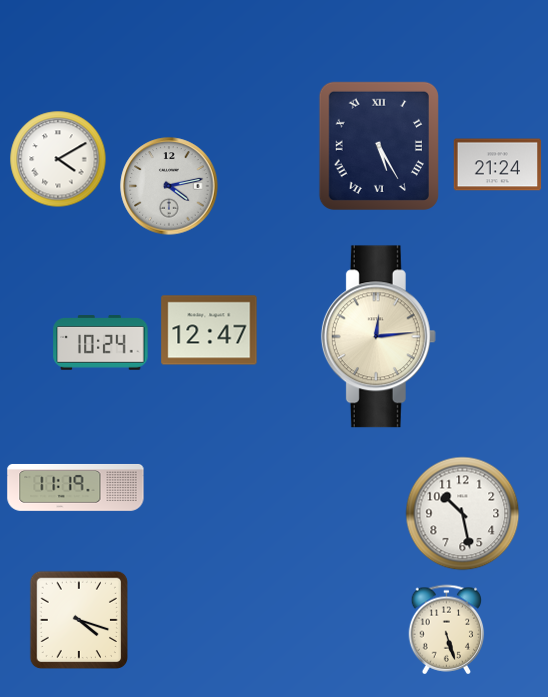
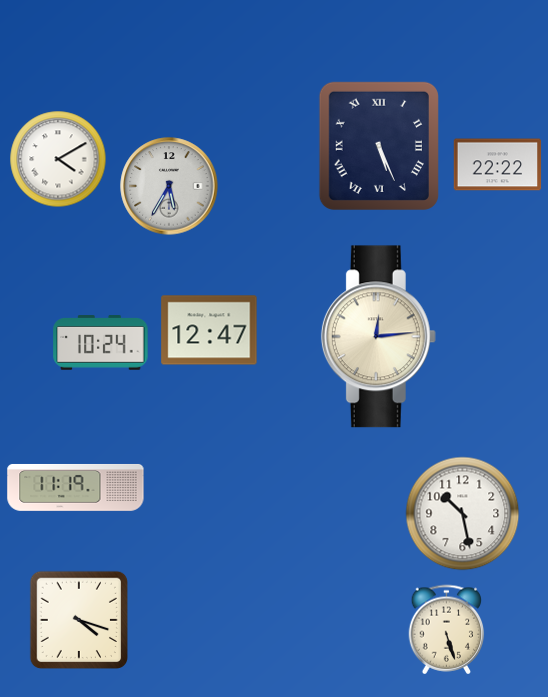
clock at (379, 146): 5:25 -> 5:26
clock at (498, 165): 21:24 -> 22:22
clock at (169, 186): 4:13 -> 5:35
